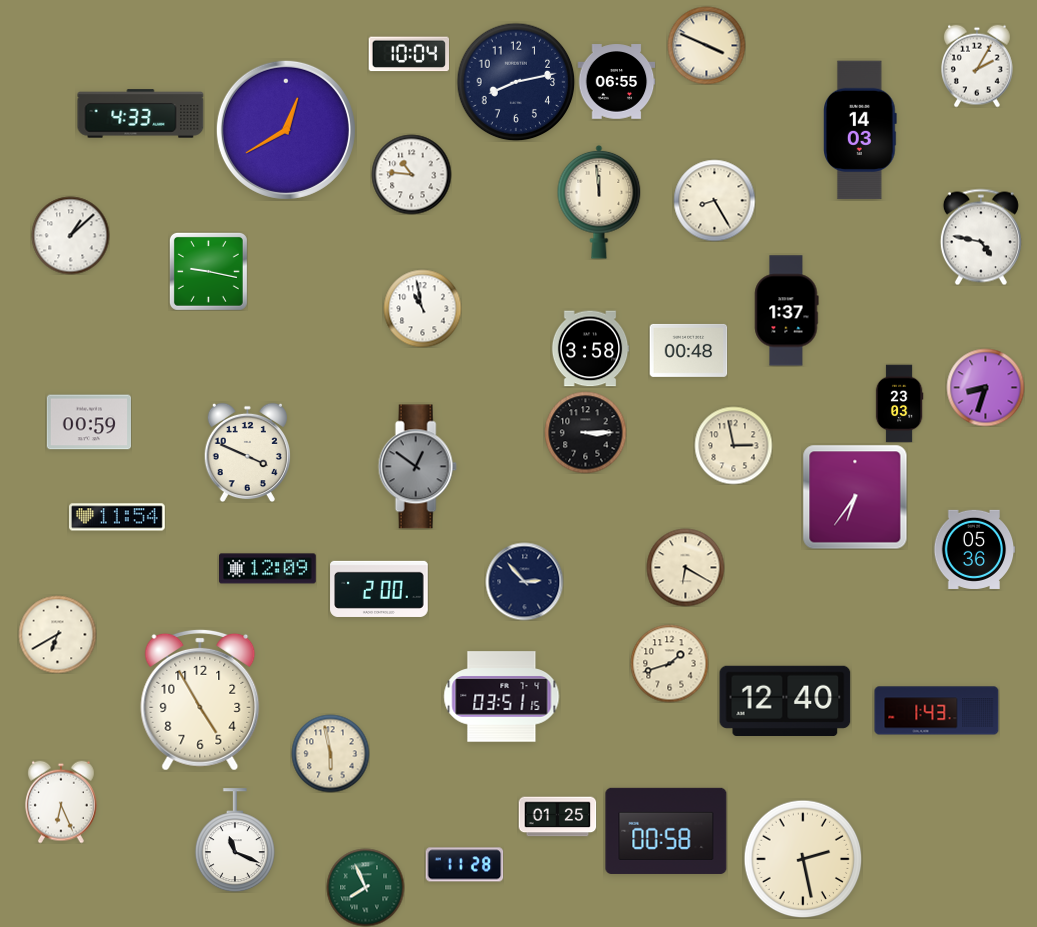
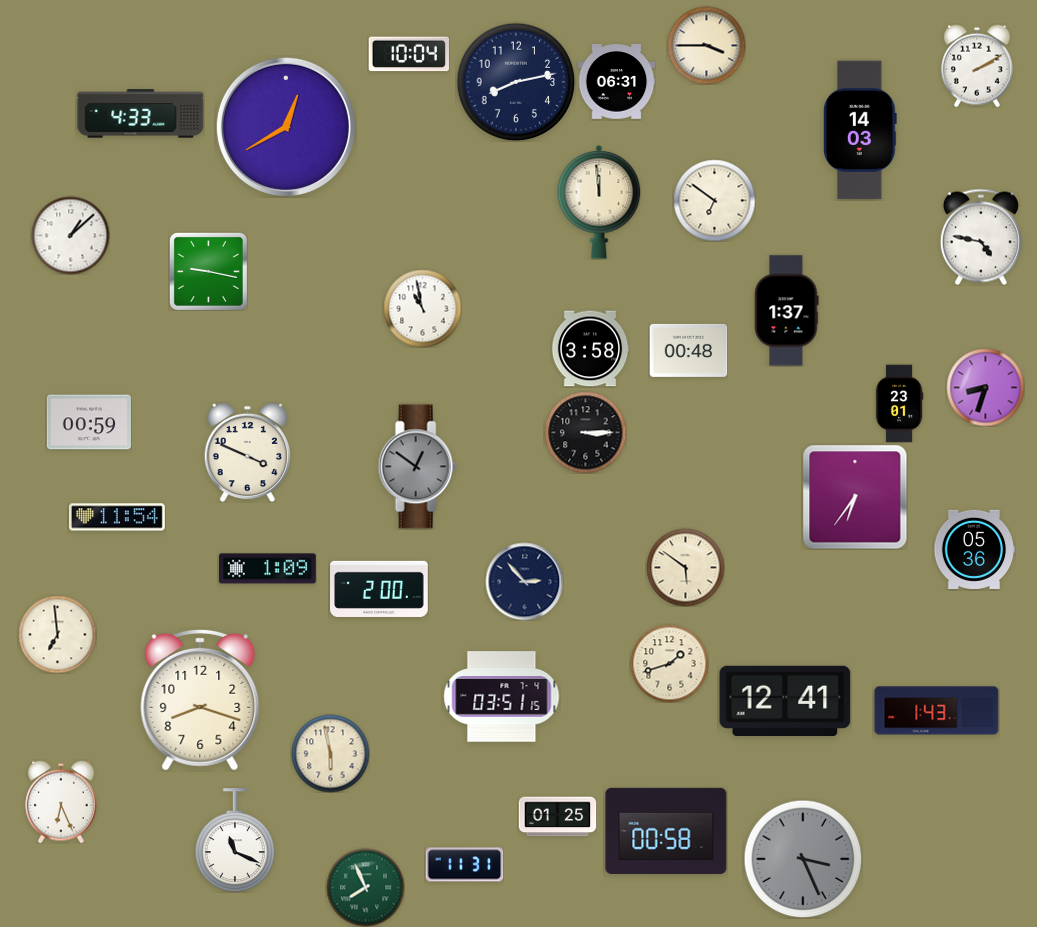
clock at (706, 45): 3:49 -> 3:45
clock at (978, 66): 2:05 -> 2:10
clock at (616, 82): 06:55 -> 06:31
clock at (286, 130) position: (286, 130) -> (286, 127)
clock at (411, 174): 10:46 -> none
clock at (714, 200): 8:25 -> 6:51
clock at (899, 403): 23:03 -> 23:01
clock at (733, 445): 2:58 -> none
clock at (685, 567): 6:20 -> 5:51
clock at (268, 569): 12:09 -> 1:09
clock at (57, 634): 6:40 -> 6:59
clock at (200, 700): 4:55 -> 8:18
clock at (785, 700): 12:40 -> 12:41
clock at (803, 859): 2:28 -> 3:26
clock at (803, 859) dial: cream -> grey
clock at (464, 865): 11:28 -> 11:31
